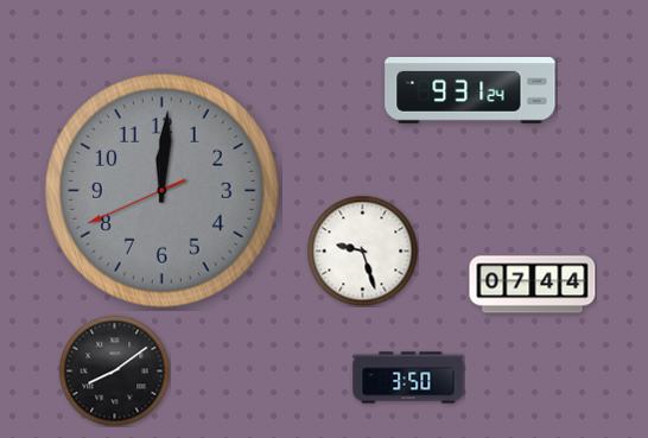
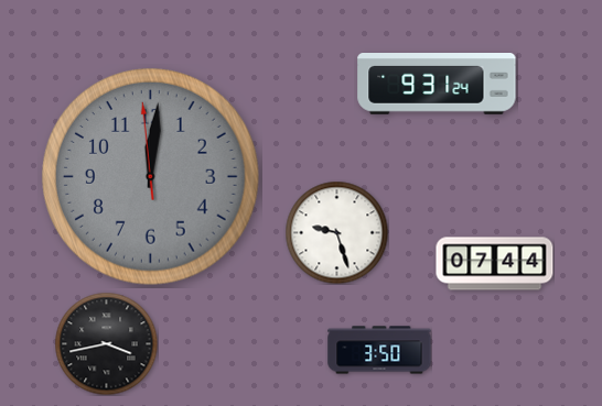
clock at (161, 190): 12:00:41 -> 12:00:59
clock at (114, 370): 8:09 -> 3:43
